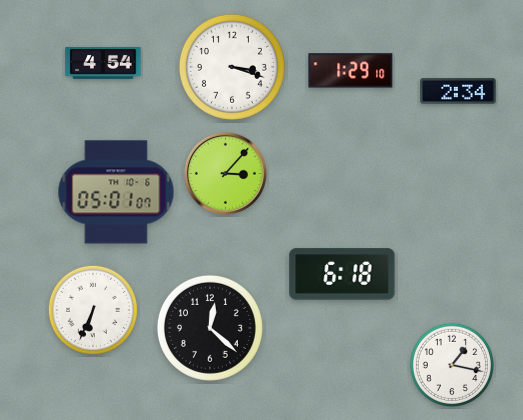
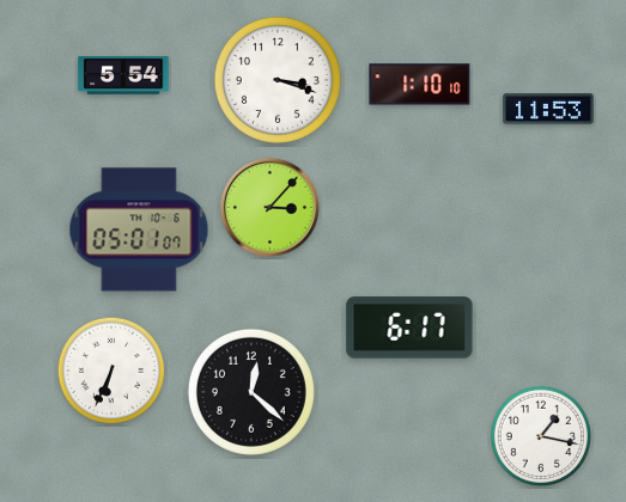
clock at (103, 64): 4:54 -> 5:54
clock at (351, 71): 1:29 -> 1:10
clock at (458, 91): 2:34 -> 11:53
clock at (342, 274): 6:18 -> 6:17
